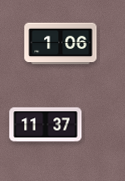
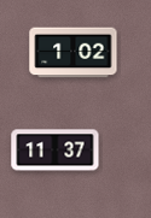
clock at (61, 44): 1:06 -> 1:02
